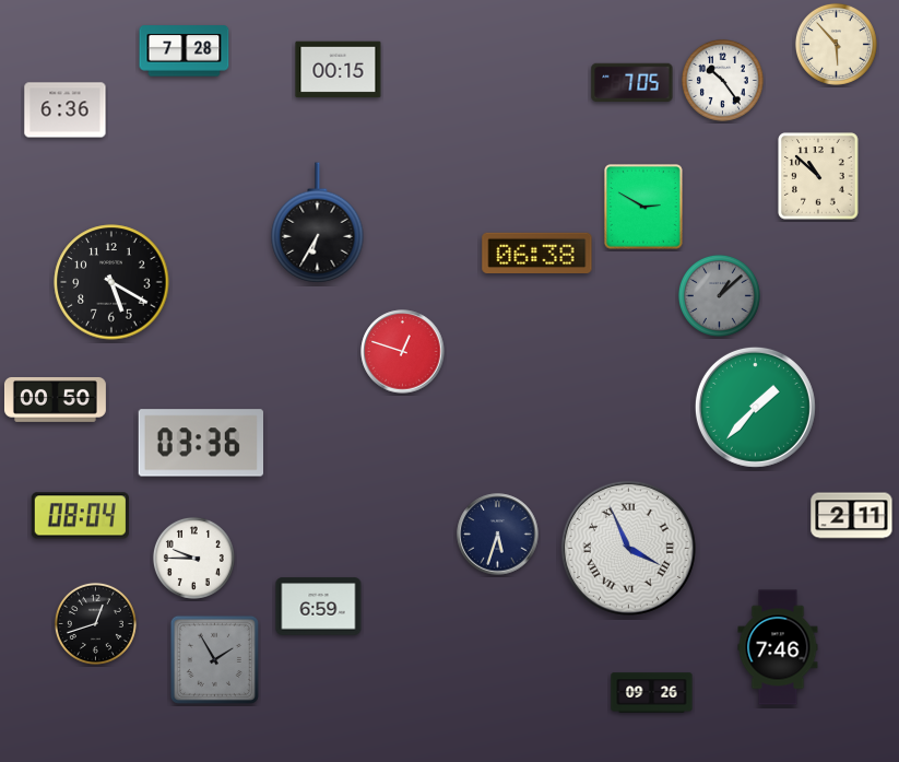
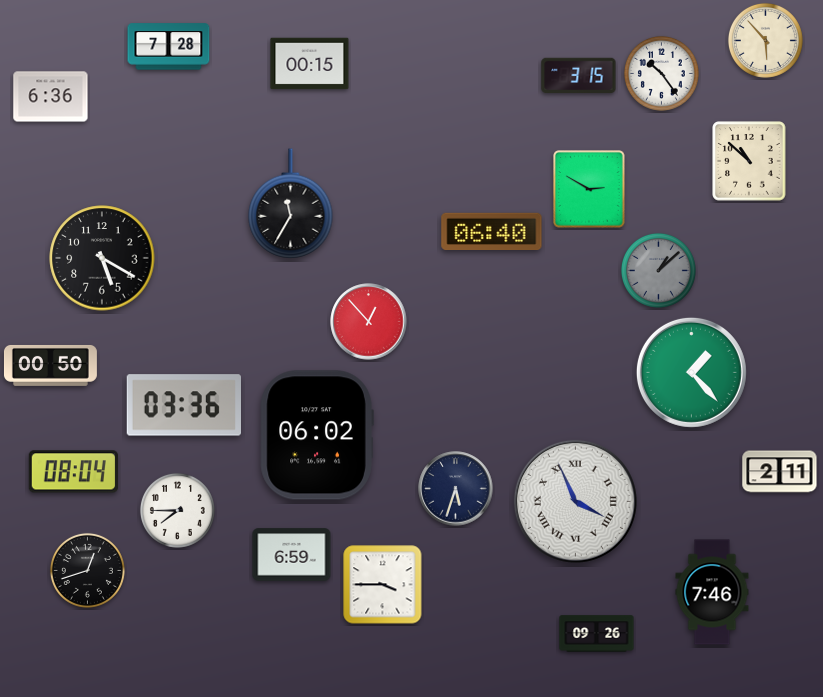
clock at (632, 83): 7:05 -> 3:15
clock at (66, 110) position: (66, 110) -> (51, 97)
clock at (318, 222): 6:35 -> 11:35
clock at (537, 254): 06:38 -> 06:40
clock at (403, 352): 12:48 -> 12:53
clock at (755, 407): 1:37 -> 1:23
clock at (317, 435): none -> 06:02
clock at (193, 558): 9:45 -> 7:45
clock at (383, 585): none -> 3:45
clock at (214, 659): 1:55 -> none
